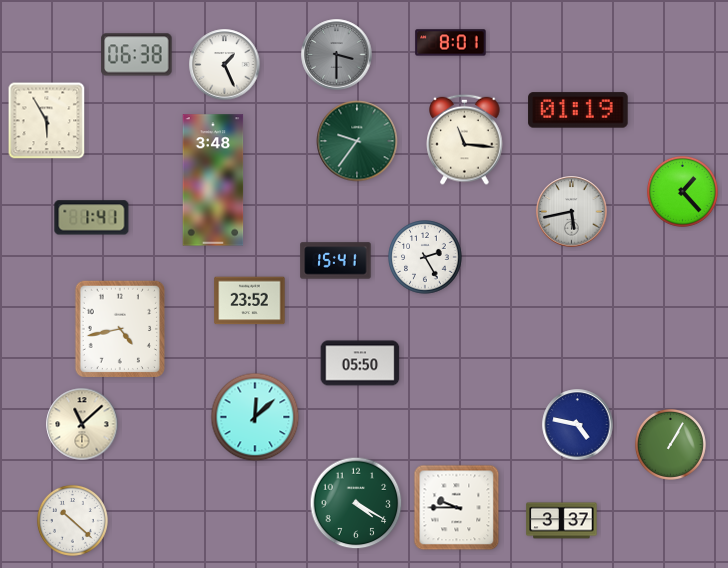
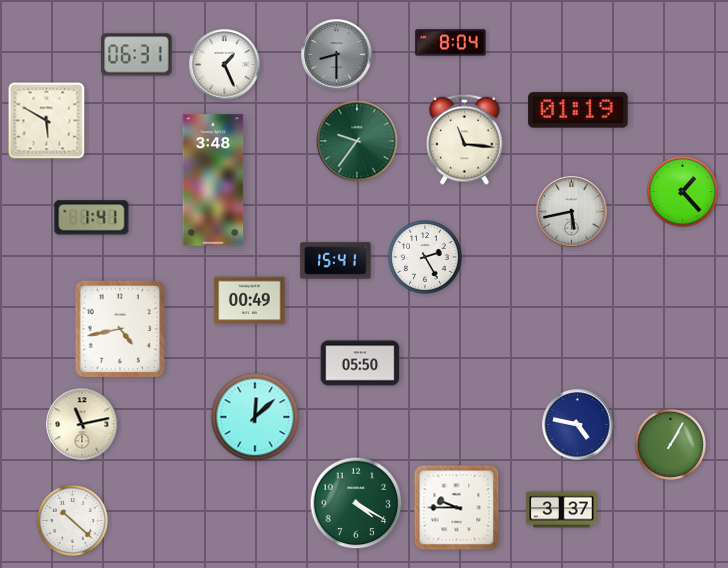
clock at (451, 43): 8:01 -> 8:04
clock at (137, 55): 06:38 -> 06:31
clock at (337, 55): 3:30 -> 8:30
clock at (47, 121): 5:55 -> 5:50
clock at (250, 301): 23:52 -> 00:49
clock at (82, 424): 11:08 -> 11:13
clock at (562, 521) position: (562, 521) -> (562, 510)
